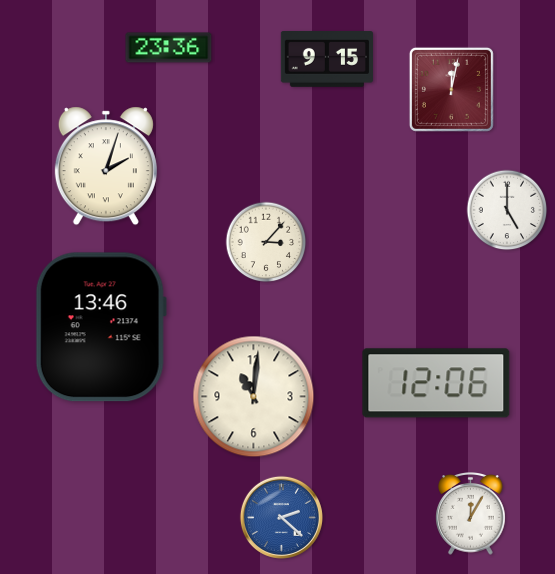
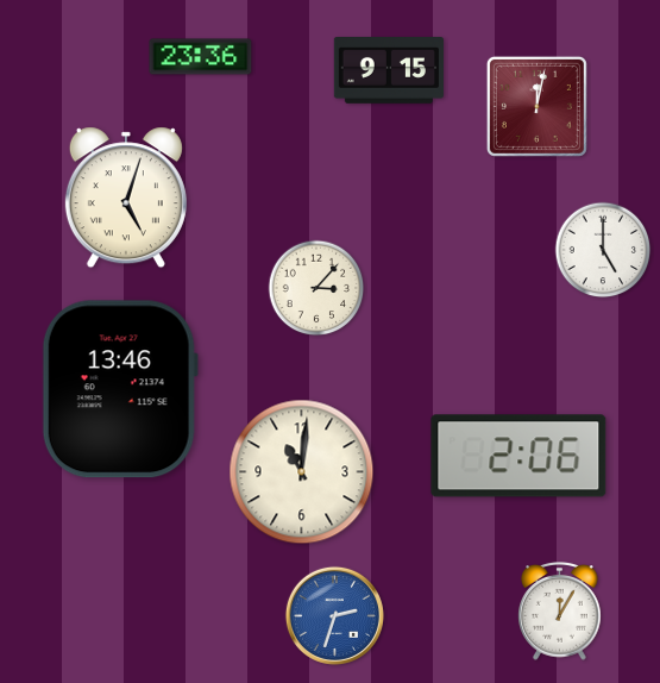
clock at (106, 166): 2:03 -> 5:03
clock at (436, 383): 12:06 -> 2:06
clock at (281, 517): 2:22 -> 2:33
